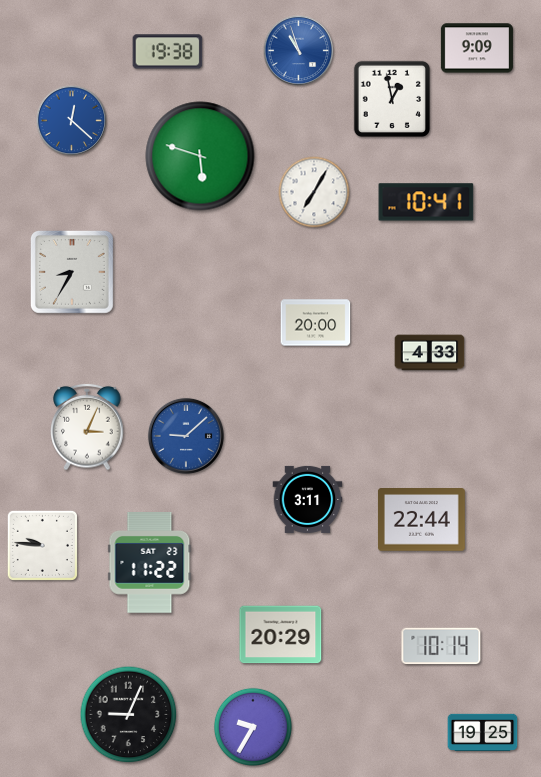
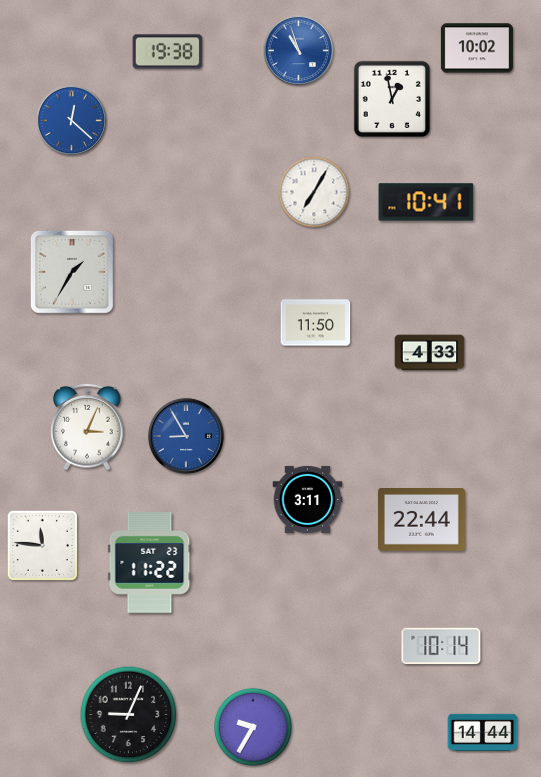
clock at (477, 48): 9:09 -> 10:02
clock at (200, 156): 5:48 -> none
clock at (72, 272): 8:35 -> 1:35
clock at (316, 323): 20:00 -> 11:50
clock at (186, 436): 9:08 -> 8:55
clock at (42, 545): 9:46 -> 11:46
clock at (281, 635): 20:29 -> none
clock at (483, 732): 19:25 -> 14:44
